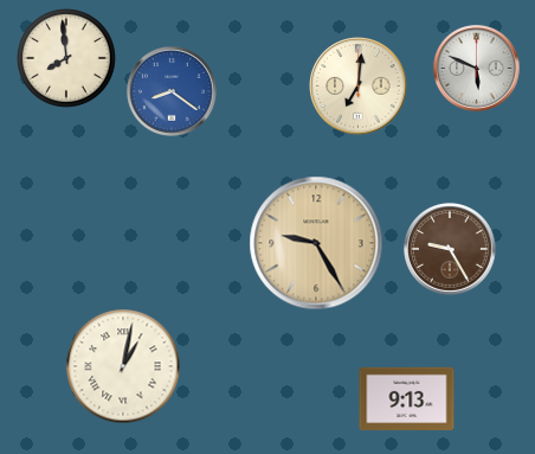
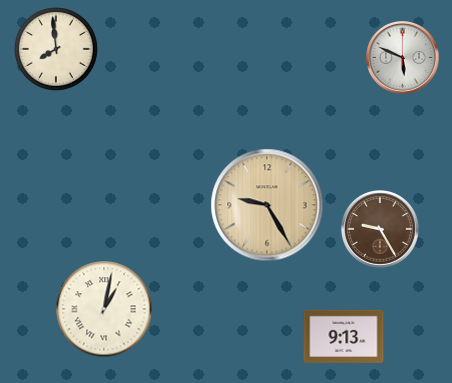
clock at (359, 87): 7:01 -> none
clock at (173, 92): 8:21 -> none
clock at (450, 249) position: (450, 249) -> (380, 229)
